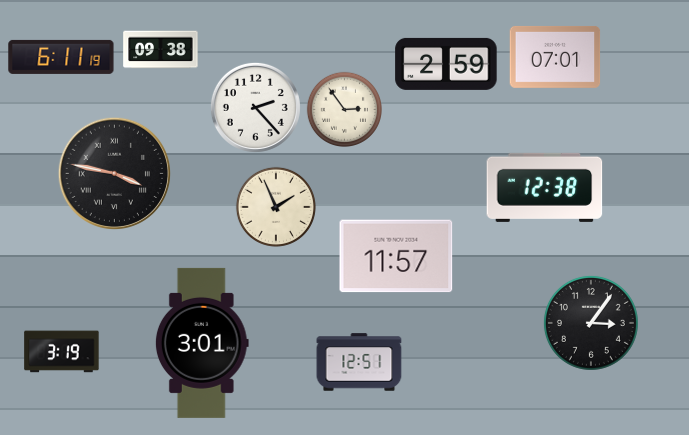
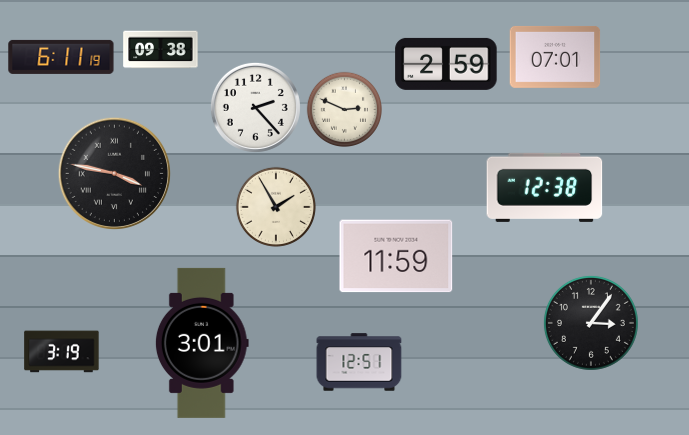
clock at (344, 109): 2:54 -> 2:49
clock at (276, 207): 1:56 -> 1:55
clock at (396, 256): 11:57 -> 11:59
